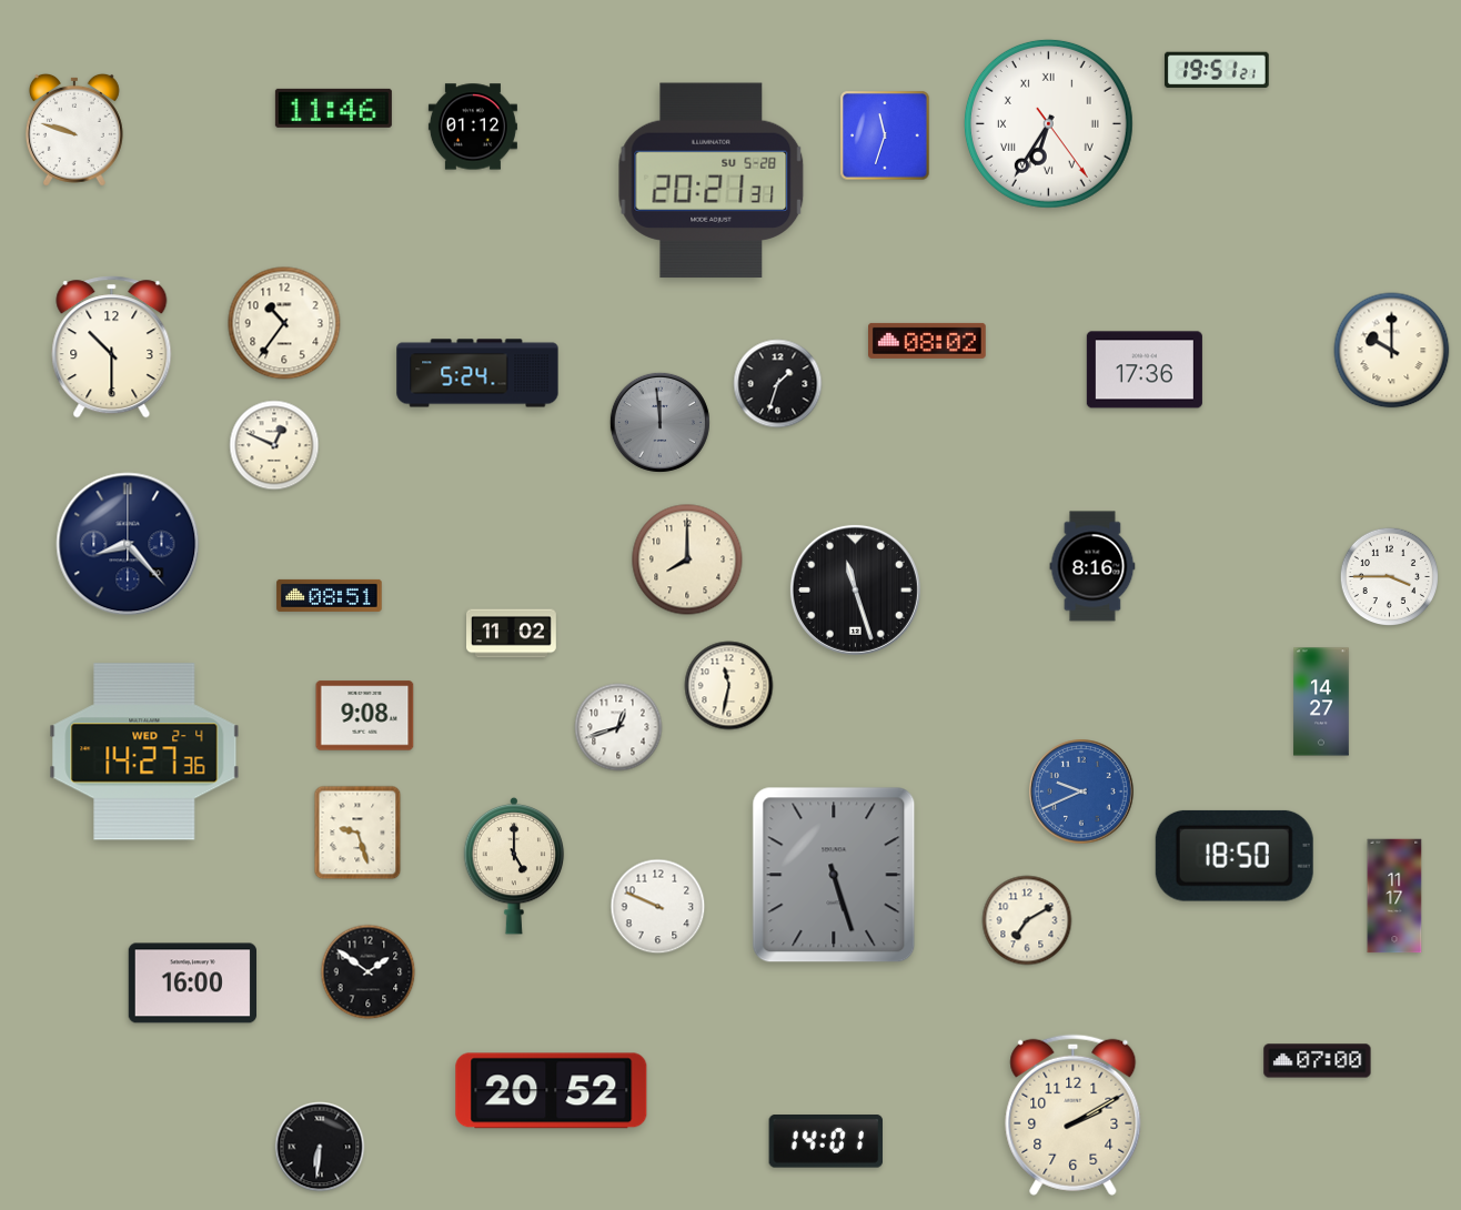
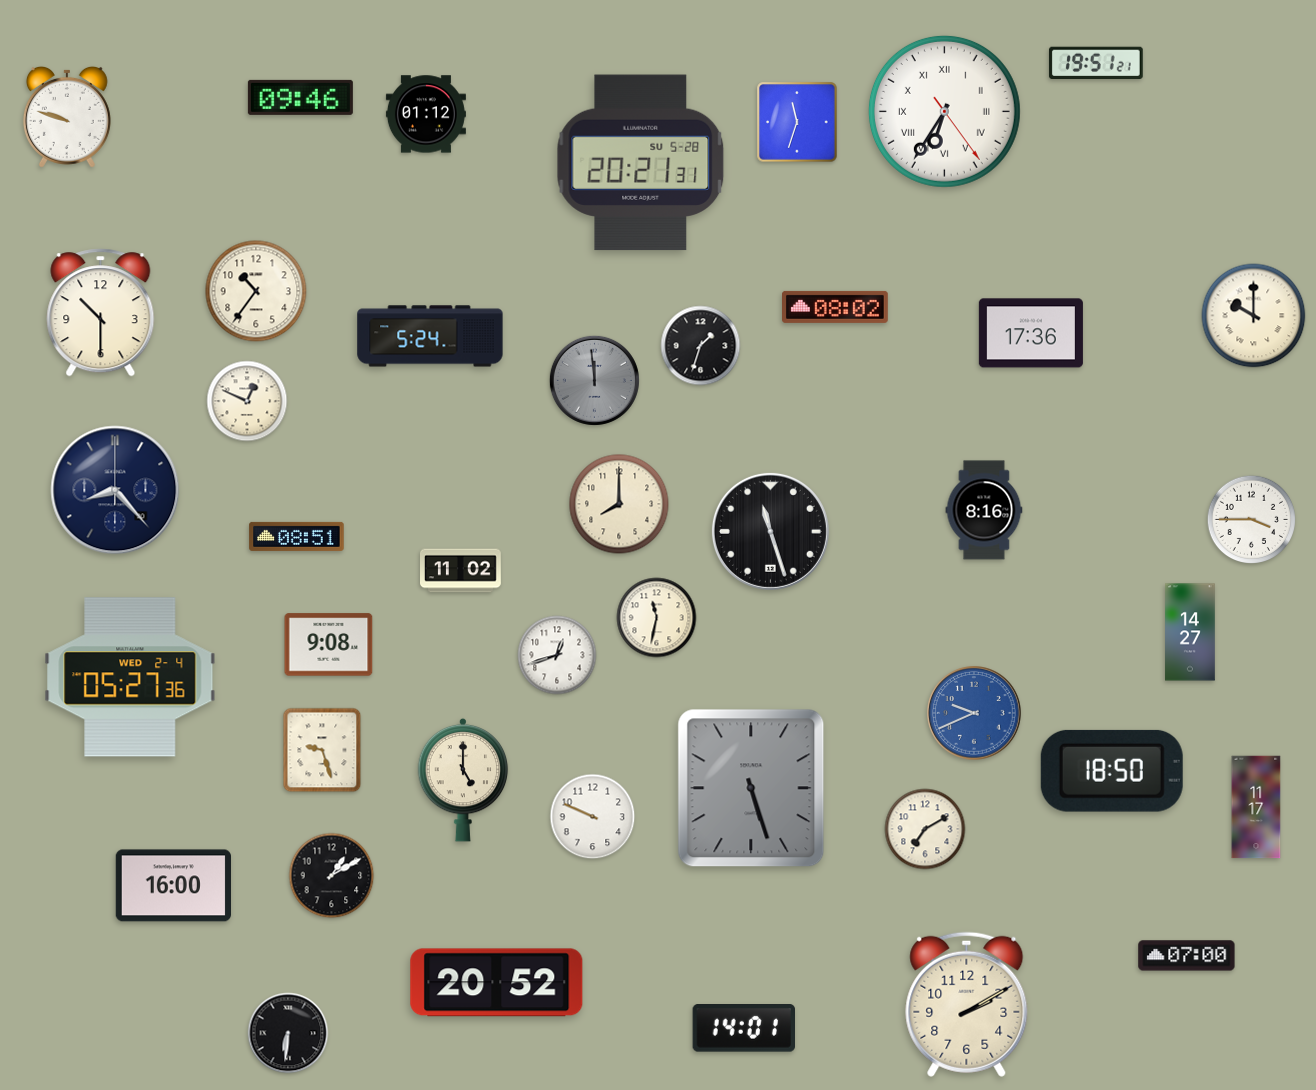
clock at (333, 108): 11:46 -> 09:46
clock at (144, 752): 14:27 -> 05:27
clock at (369, 972): 1:51 -> 1:10
